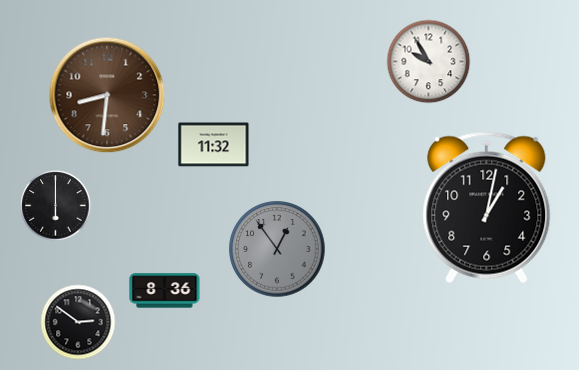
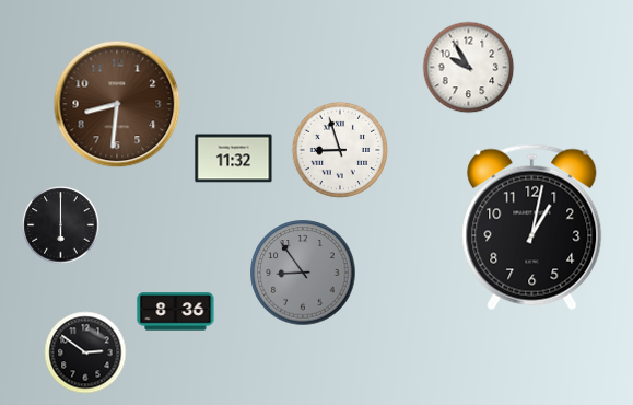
clock at (340, 150): none -> 8:57
clock at (277, 249): 12:54 -> 8:54
clock at (165, 291) position: (165, 291) -> (176, 312)
